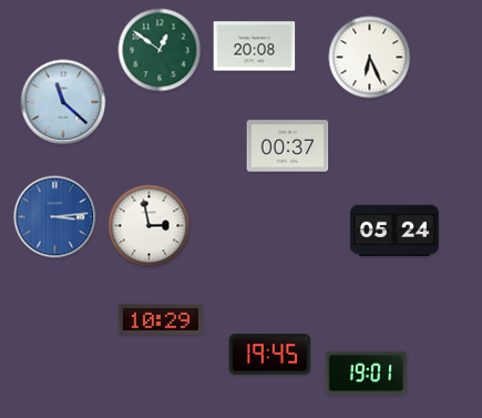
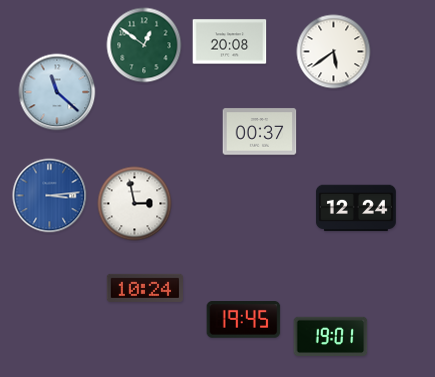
clock at (370, 58): 6:26 -> 5:39
clock at (394, 231): 05:24 -> 12:24
clock at (160, 319): 10:29 -> 10:24
